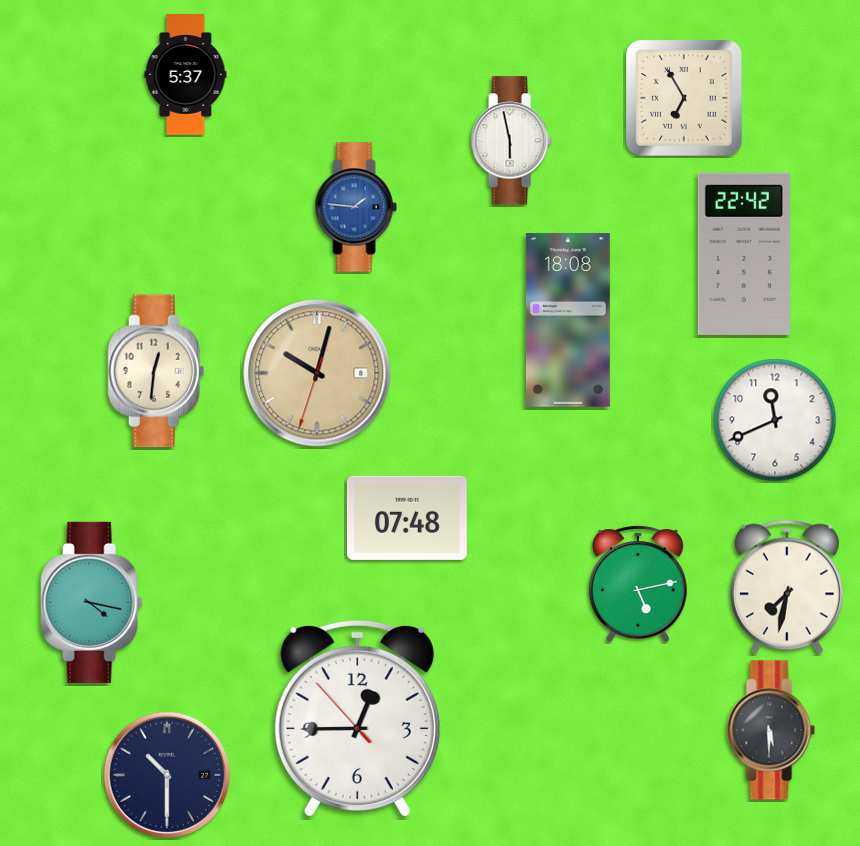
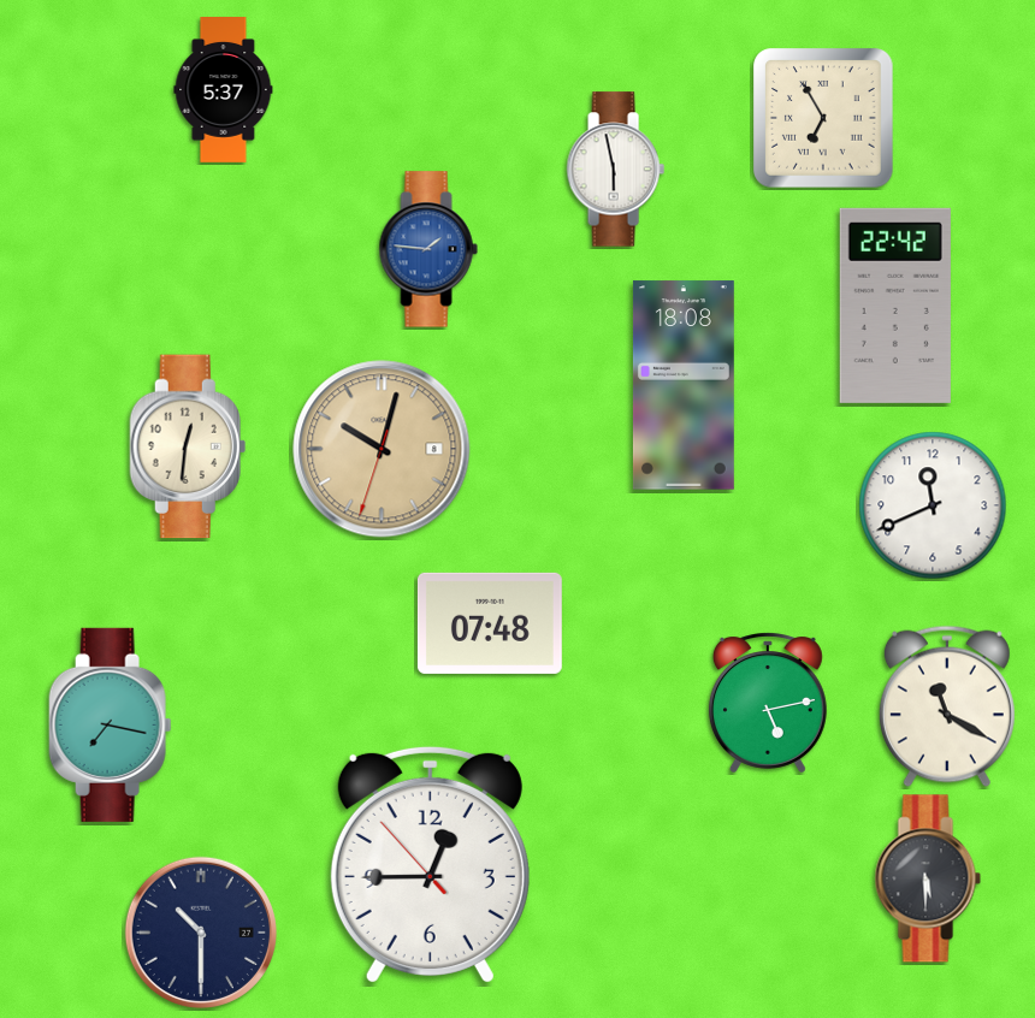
clock at (787, 587): 7:32 -> 11:20
clock at (92, 602): 4:17 -> 7:17
